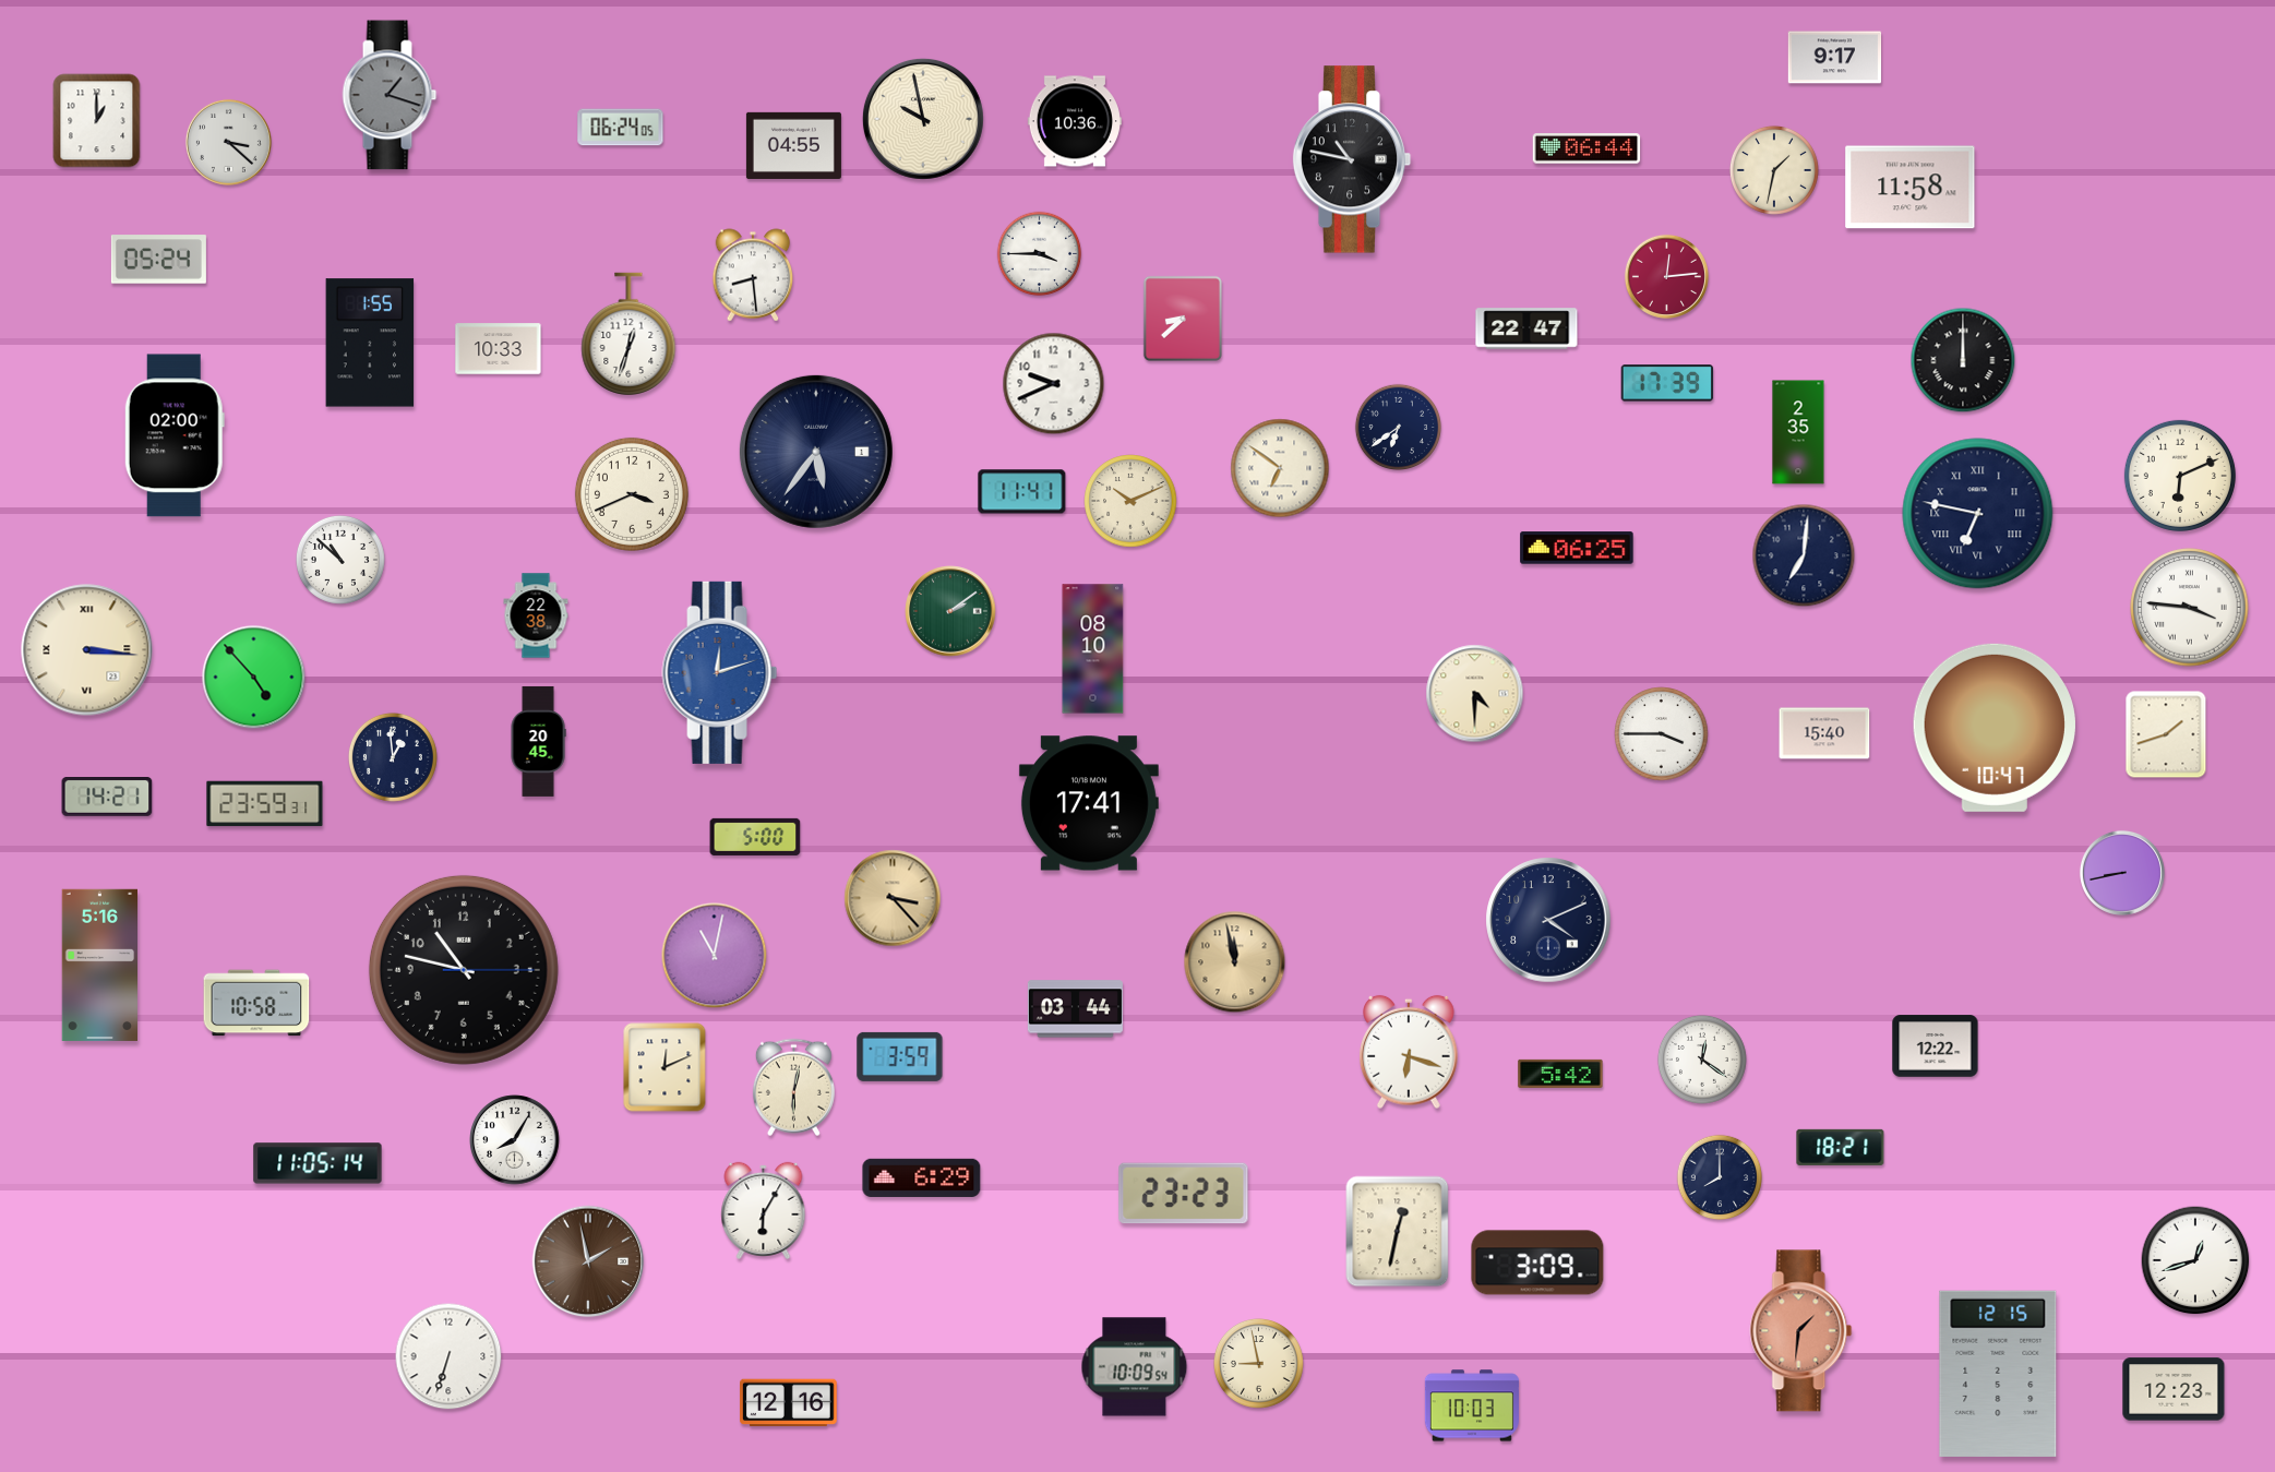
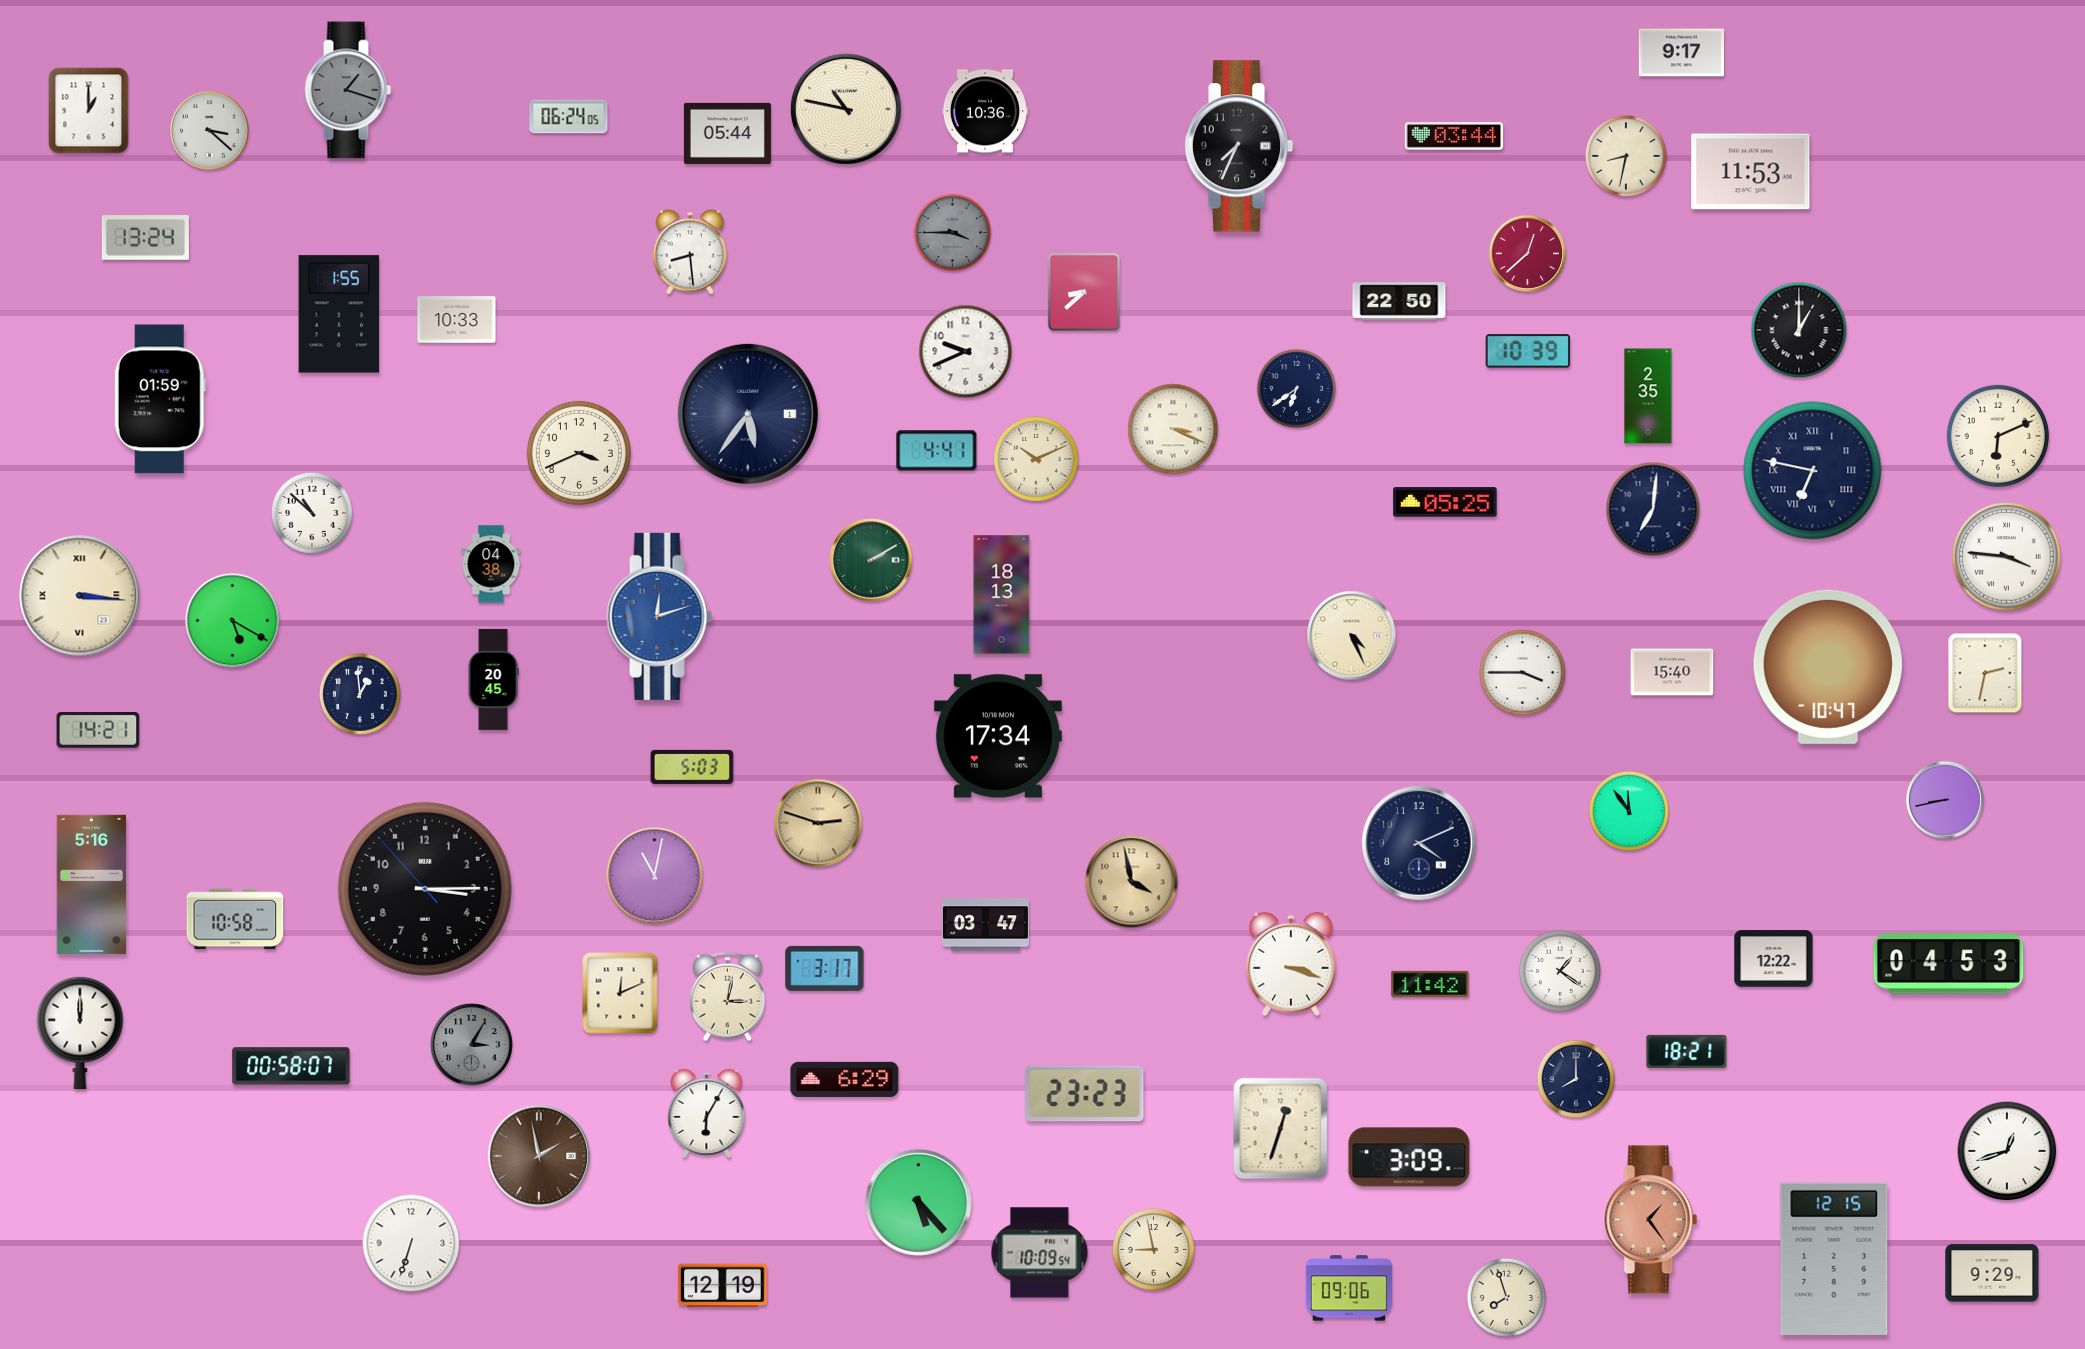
clock at (390, 95) position: (390, 95) -> (348, 90)
clock at (923, 119): 9:58 -> 10:47
clock at (793, 145): 04:55 -> 05:44
clock at (1586, 148): 06:44 -> 03:44
clock at (1352, 159): 10:47 -> 7:34
clock at (1774, 170): 1:32 -> 8:32
clock at (1911, 188): 11:58 -> 11:53
clock at (1040, 254) dial: white -> grey
clock at (158, 260): 05:24 -> 13:24
clock at (1666, 276): 12:14 -> 12:38
clock at (1526, 328): 22:47 -> 22:50
clock at (628, 334): 12:33 -> none
clock at (1963, 360): 12:00 -> 1:00
clock at (1667, 383): 17:39 -> 10:39
clock at (1398, 427) position: (1398, 427) -> (1296, 388)
clock at (175, 435): 02:00 -> 01:59
clock at (1280, 468): 6:51 -> 3:19
clock at (1022, 492): 11:41 -> 4:41
clock at (1577, 548): 06:25 -> 05:25
clock at (950, 611): 2:09 -> 2:10
clock at (536, 615): 22:38 -> 04:38
clock at (1093, 649): 08:10 -> 18:13
clock at (254, 678): 4:53 -> 5:20
clock at (1475, 694): 4:30 -> 4:26
clock at (2166, 734): 1:42 -> 2:32
clock at (1089, 803): 17:41 -> 17:34
clock at (265, 804): 23:59 -> none
clock at (755, 837): 5:00 -> 5:03
clock at (1629, 811): none -> 11:54
clock at (893, 898): 3:23 -> 2:48
clock at (1235, 962): 11:58 -> 3:58
clock at (464, 970): 10:47 -> 3:14
clock at (1075, 1009): 03:44 -> 03:47
clock at (1410, 1052): 6:18 -> 3:18
clock at (1949, 964): none -> 04:53
clock at (900, 1056): 3:59 -> 3:17
clock at (1702, 1060): 12:21 -> 1:21
clock at (664, 1067) position: (664, 1067) -> (620, 993)
clock at (1560, 1074): 5:42 -> 11:42
clock at (793, 1088): 6:02 -> 3:02
clock at (80, 1032): none -> 12:00
clock at (515, 1140): 8:05 -> 3:05
clock at (515, 1140) dial: white -> grey
clock at (318, 1163): 11:05 -> 00:58
clock at (764, 1210) position: (764, 1210) -> (707, 1113)
clock at (1398, 1232): 12:32 -> 12:33
clock at (2195, 1260) position: (2195, 1260) -> (2007, 1151)
clock at (918, 1202): none -> 5:23
clock at (1801, 1331): 1:31 -> 1:24
clock at (1998, 1374) position: (1998, 1374) -> (1834, 1259)
clock at (2174, 1389): 12:23 -> 9:29
clock at (789, 1403): 12:16 -> 12:19
clock at (1472, 1405): 10:03 -> 09:06
clock at (1506, 1297): none -> 7:57
